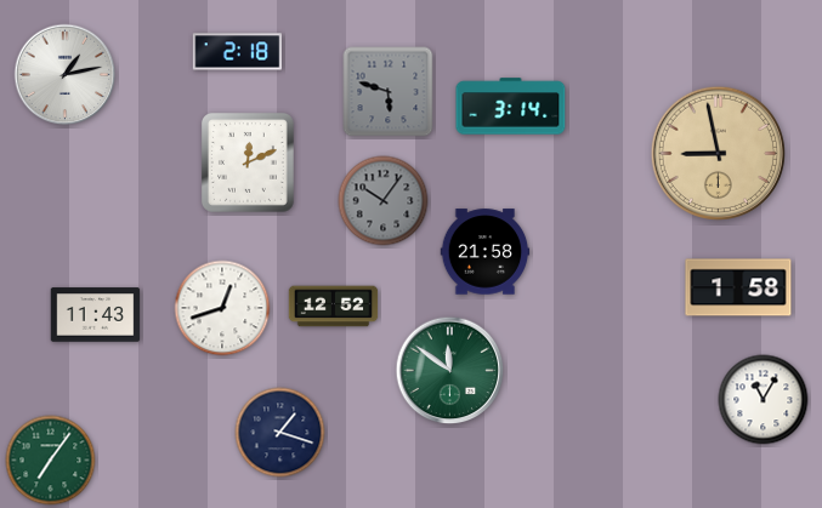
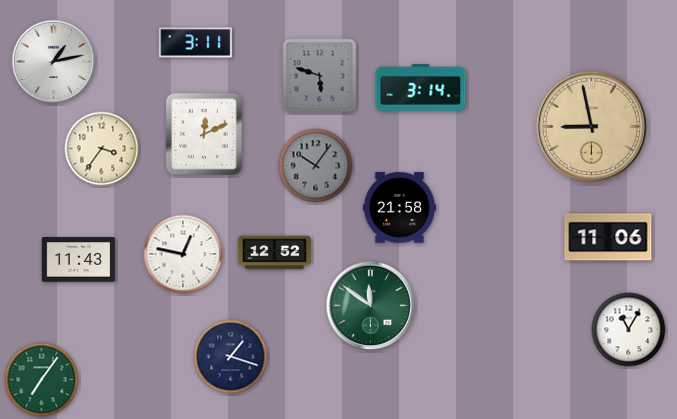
clock at (238, 52): 2:18 -> 3:11
clock at (102, 149): none -> 3:36
clock at (738, 287): 1:58 -> 11:06
clock at (222, 308): 12:42 -> 12:47
